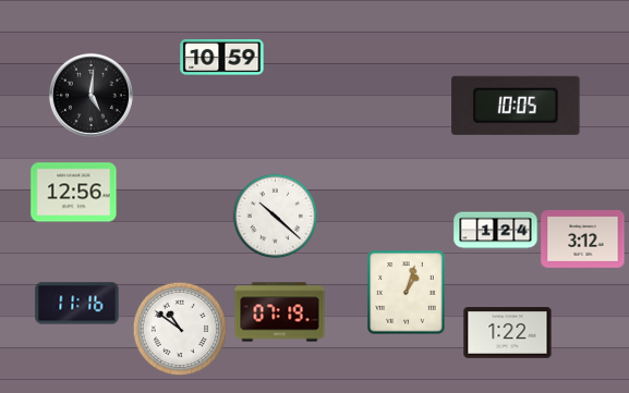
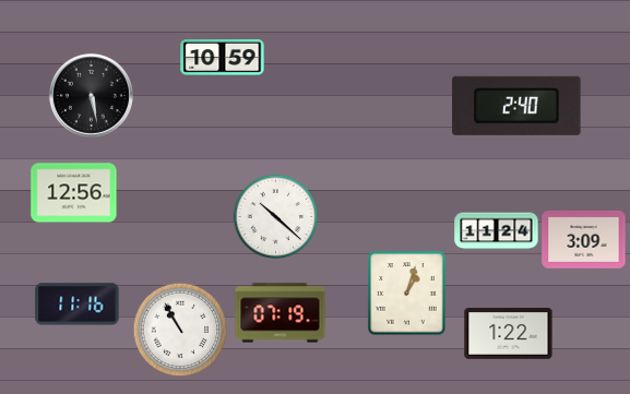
clock at (90, 95): 5:01 -> 5:28
clock at (516, 106): 10:05 -> 2:40
clock at (496, 231): 1:24 -> 11:24
clock at (583, 238): 3:12 -> 3:09
clock at (180, 329): 10:51 -> 10:55
